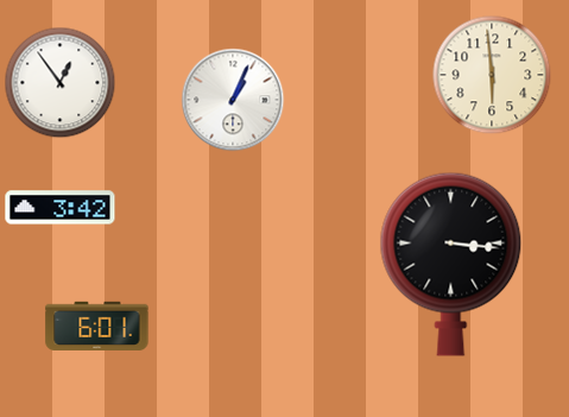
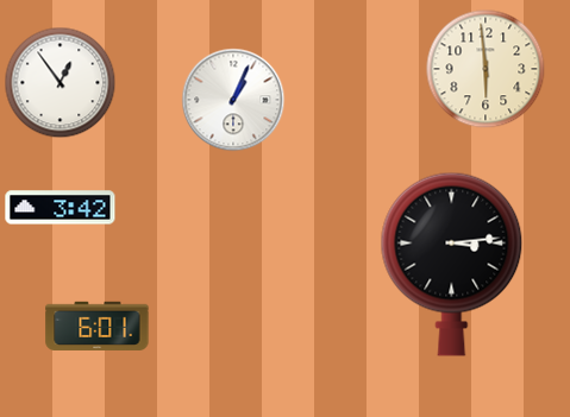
clock at (492, 75) position: (492, 75) -> (486, 69)
clock at (451, 264): 3:16 -> 3:14
